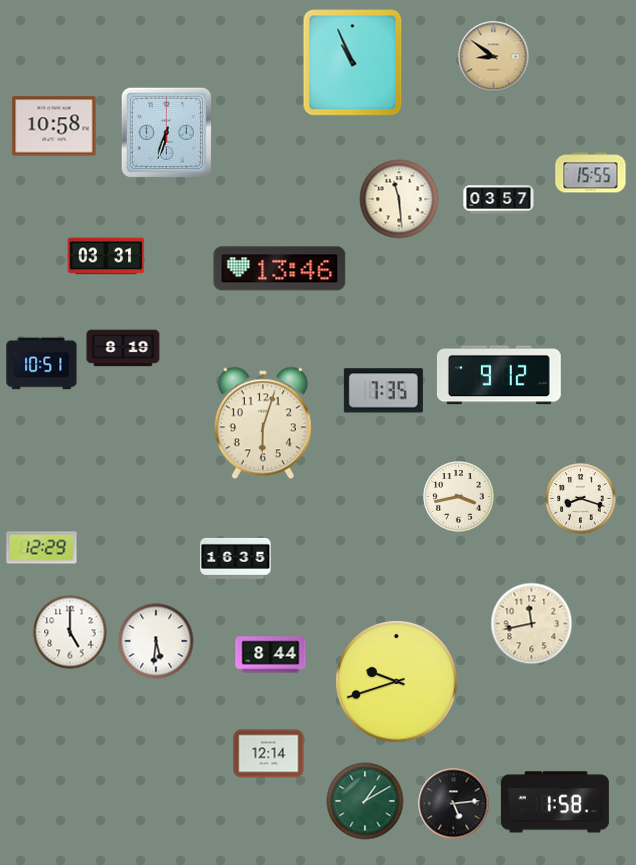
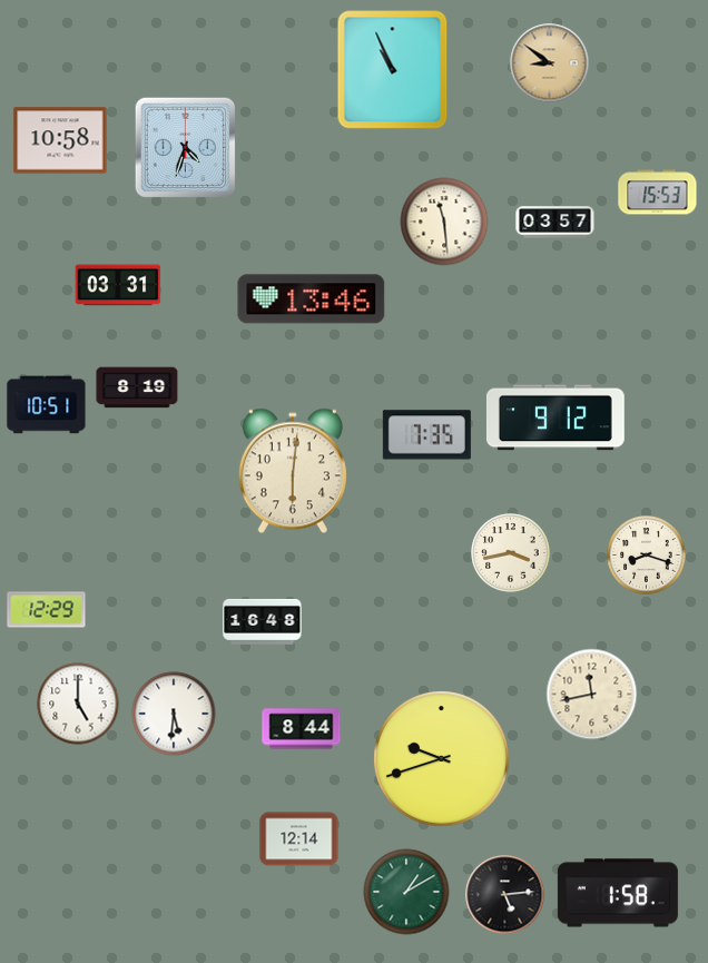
clock at (166, 132): 6:33 -> 4:33
clock at (591, 173): 15:55 -> 15:53
clock at (263, 423): 6:03 -> 6:01
clock at (236, 558): 16:35 -> 16:48
